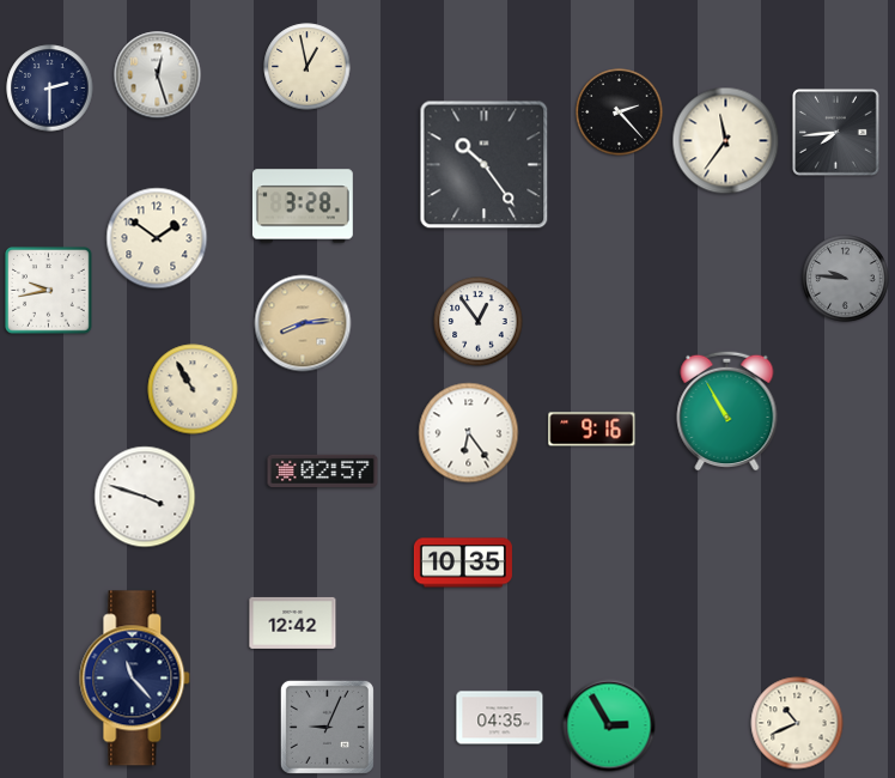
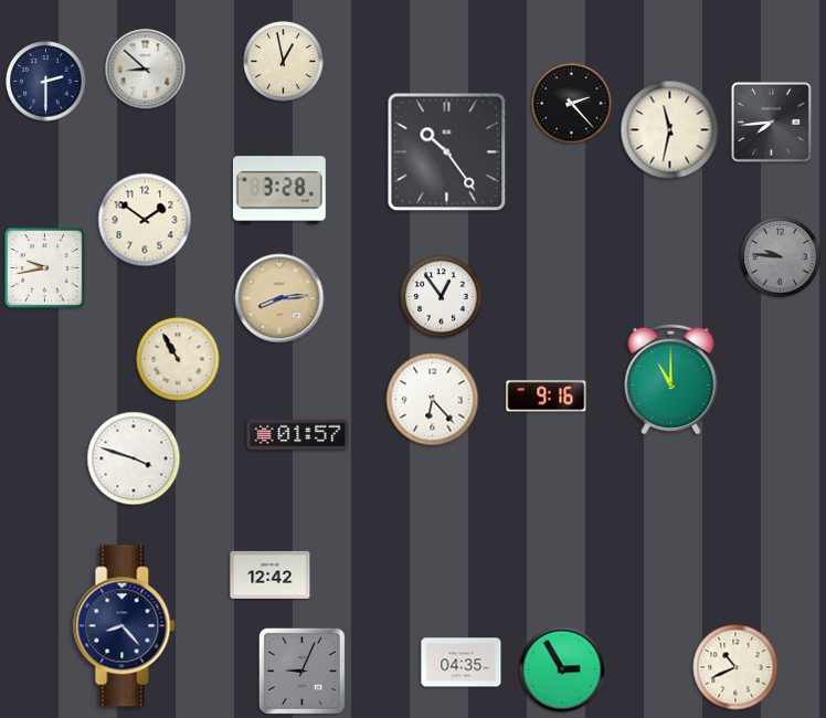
clock at (158, 75): 12:27 -> 8:52
clock at (726, 141): 11:36 -> 11:32
clock at (727, 411): 10:55 -> 11:00
clock at (469, 433): 6:24 -> 6:23
clock at (323, 470): 02:57 -> 01:57
clock at (463, 563): 10:35 -> none
clock at (135, 679): 11:23 -> 8:23
